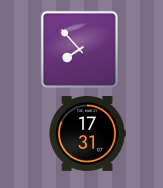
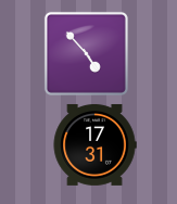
clock at (79, 49): 7:53 -> 4:53
